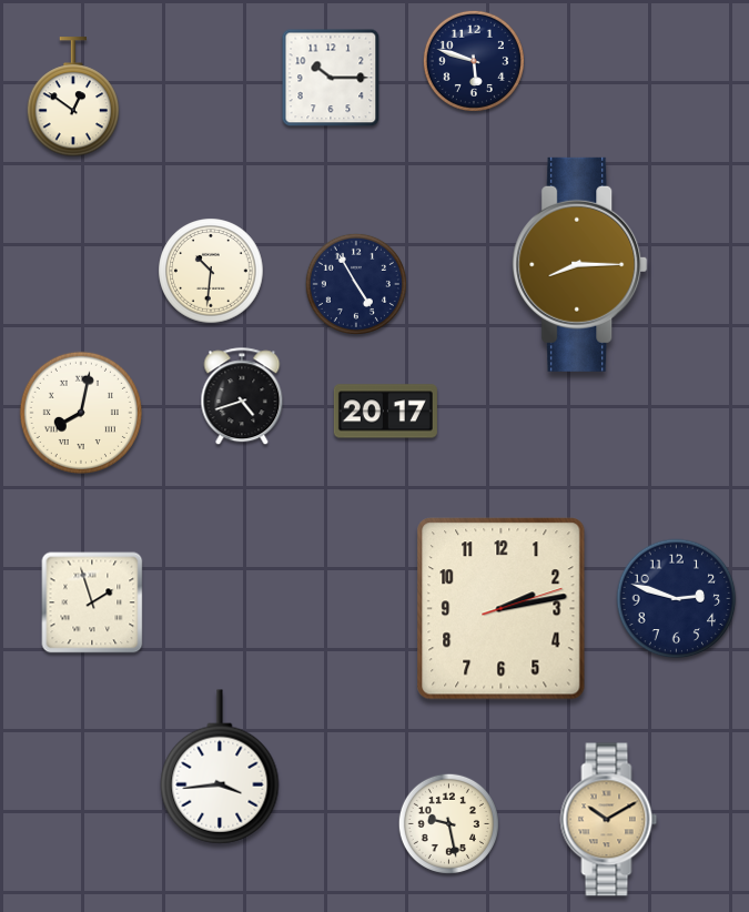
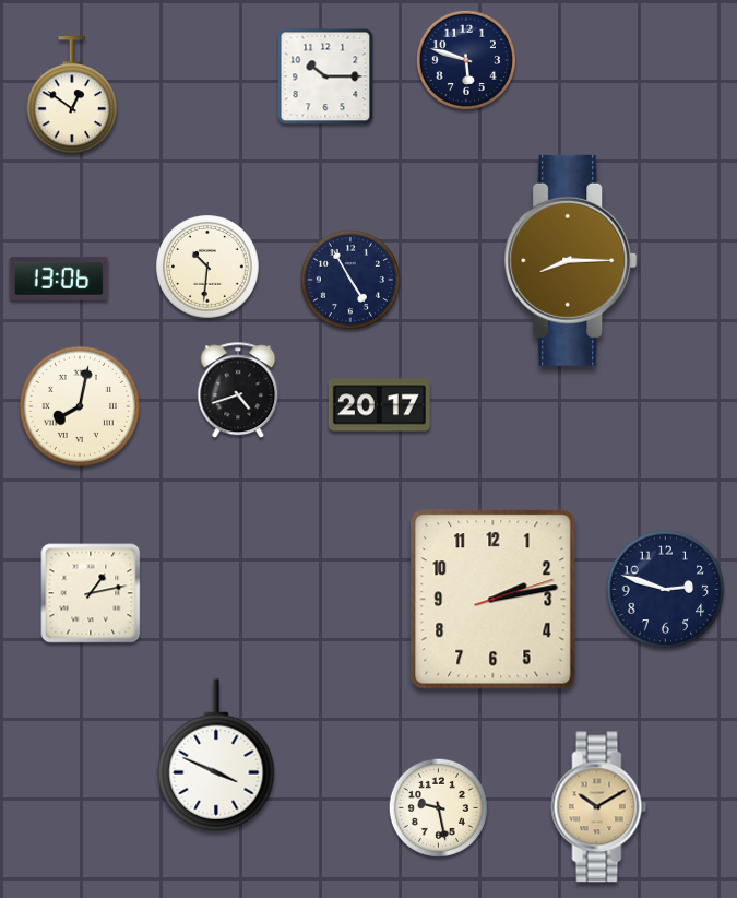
clock at (59, 279): none -> 13:06
clock at (92, 602): 1:57 -> 1:13
clock at (220, 767): 3:44 -> 3:49
clock at (448, 823) position: (448, 823) -> (438, 807)
